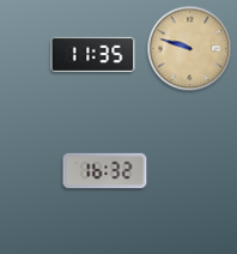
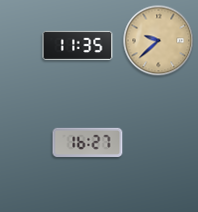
clock at (190, 49): 9:48 -> 9:38
clock at (105, 170): 16:32 -> 16:27
